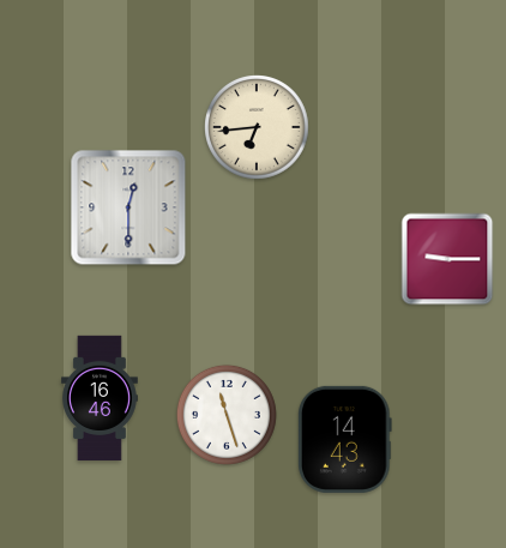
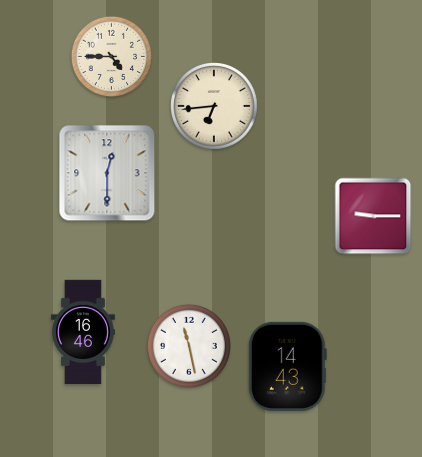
clock at (111, 56): none -> 4:45
clock at (227, 415): 11:27 -> 11:28
